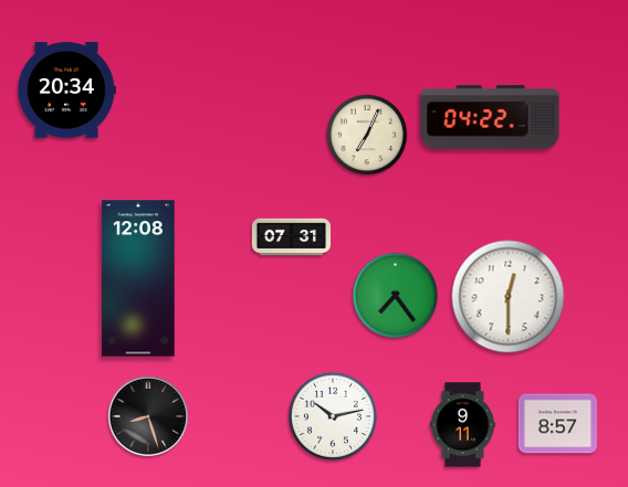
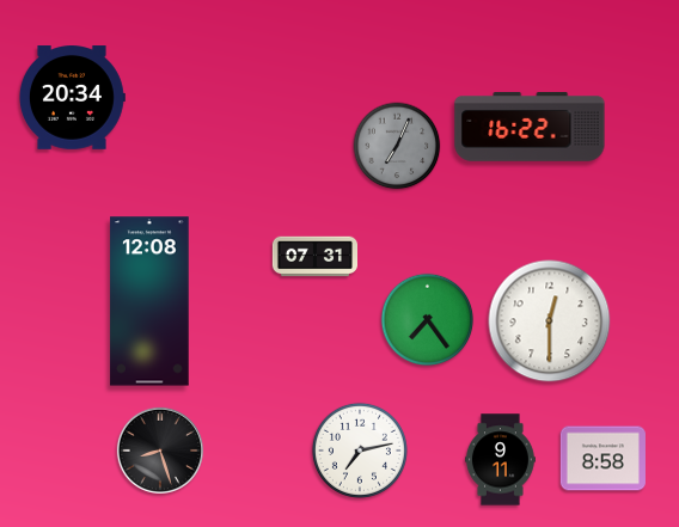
clock at (490, 118): 04:22 -> 16:22
clock at (367, 135) dial: cream -> grey
clock at (333, 416): 10:13 -> 7:13
clock at (557, 424): 8:57 -> 8:58
